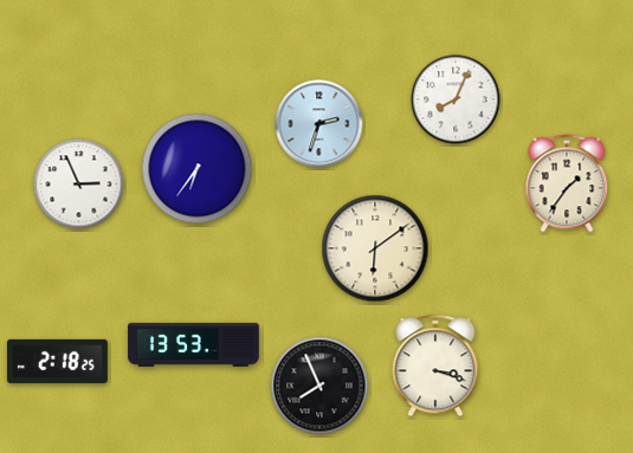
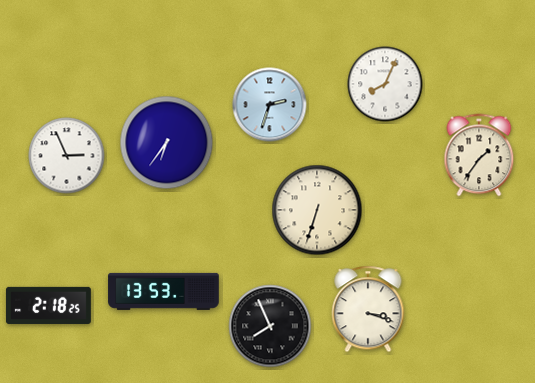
clock at (375, 248): 6:09 -> 6:33
